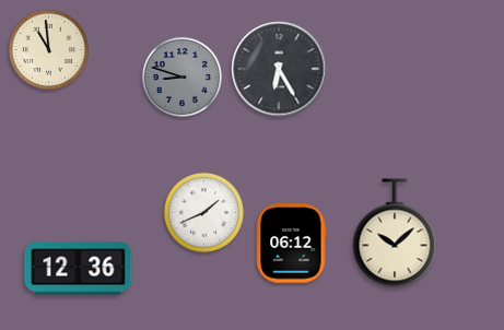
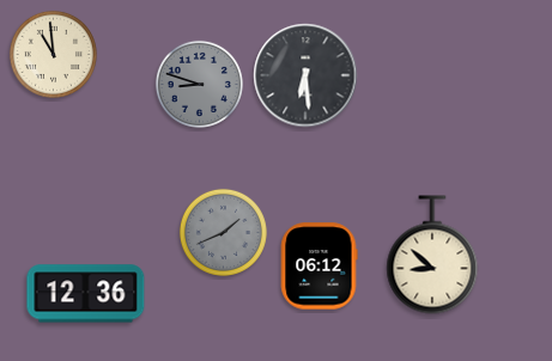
clock at (279, 69): 6:25 -> 6:29
clock at (203, 212) dial: white -> grey
clock at (395, 233): 10:08 -> 8:52
